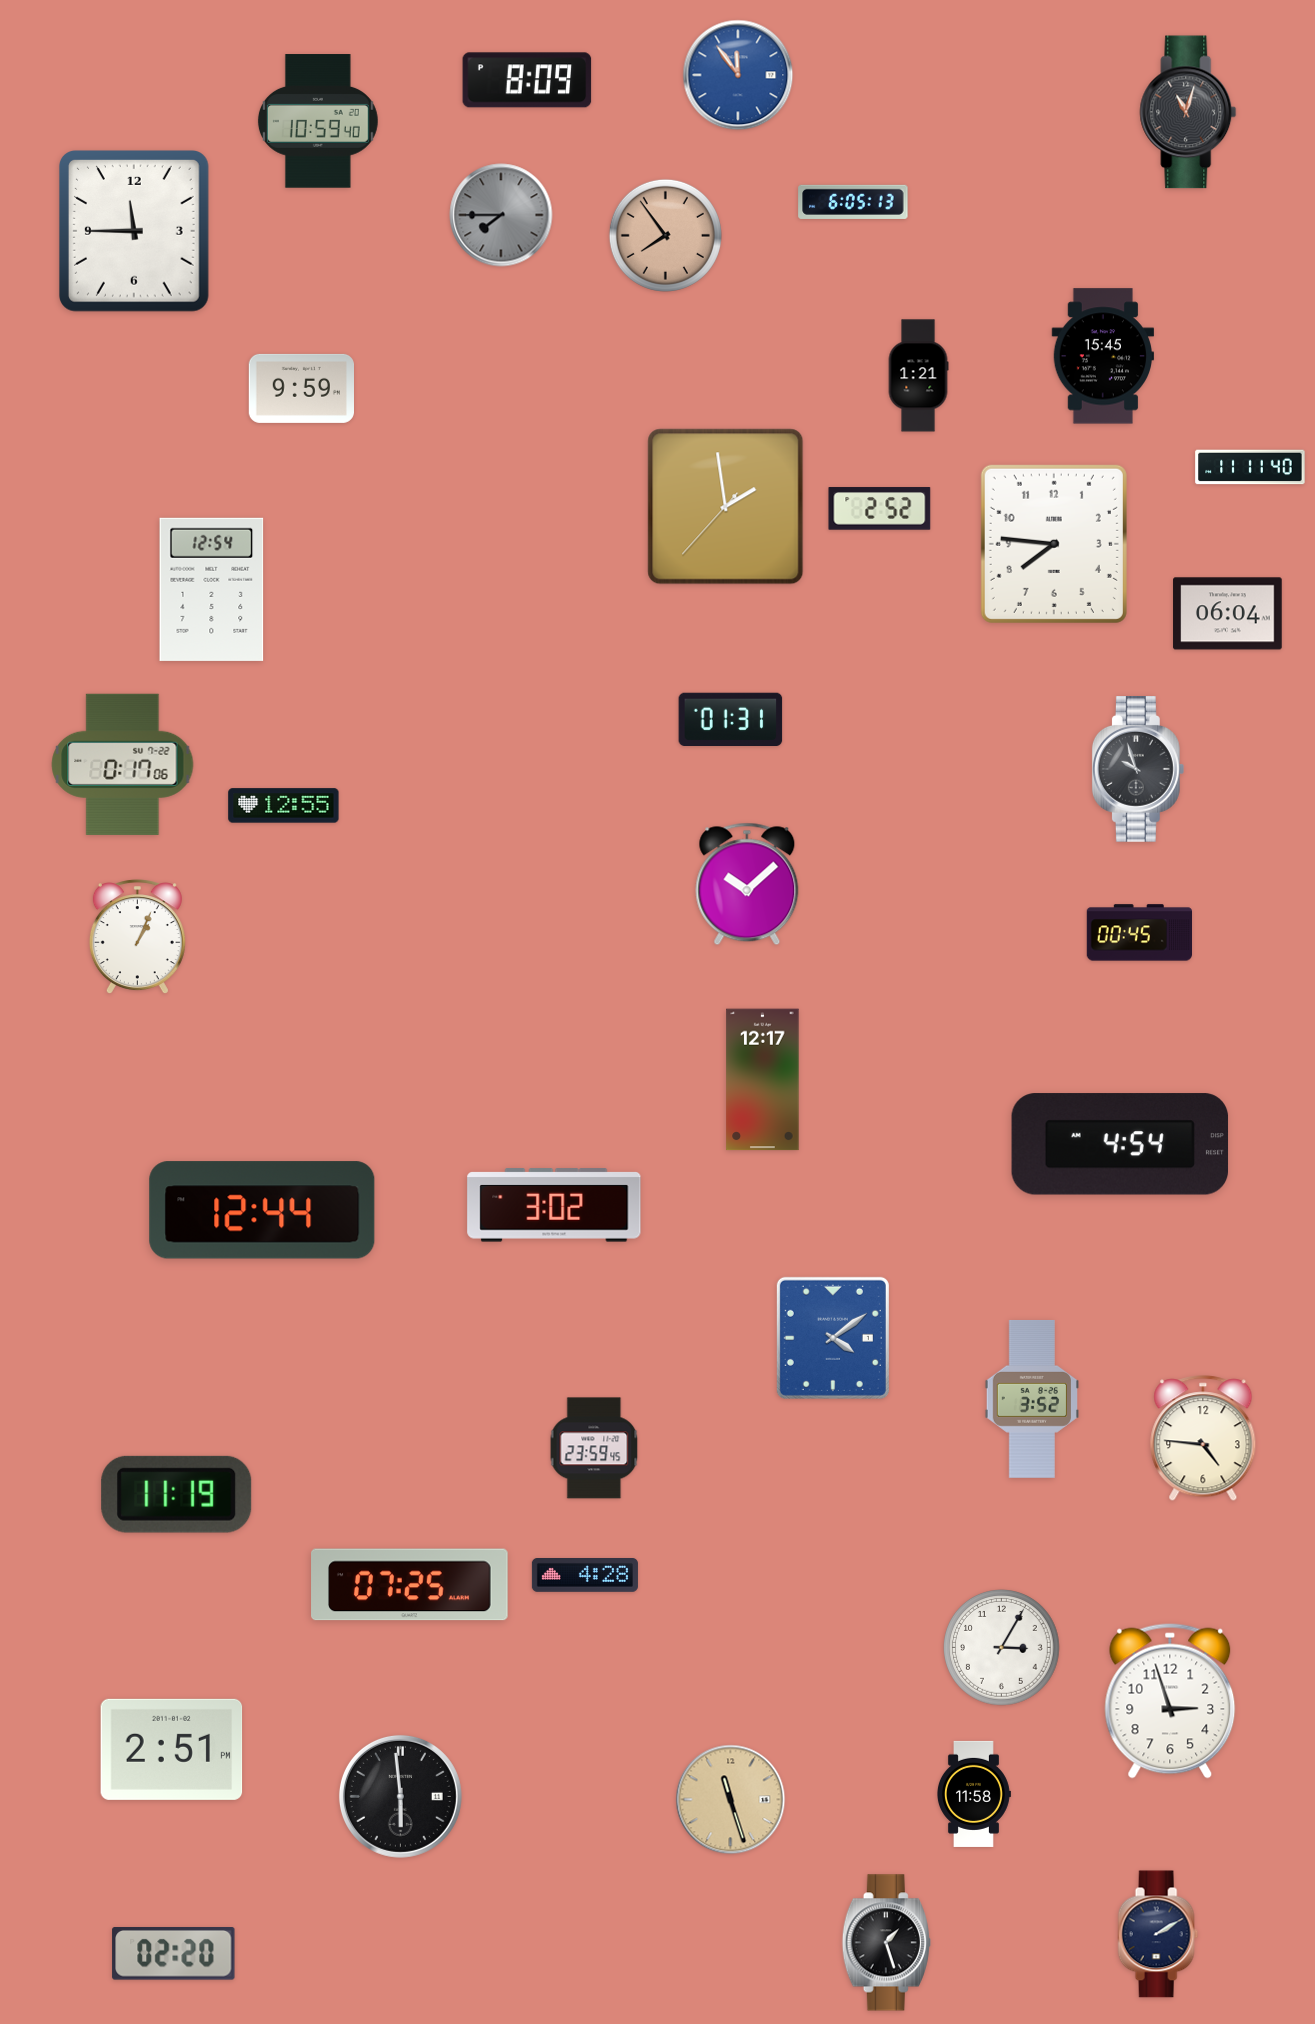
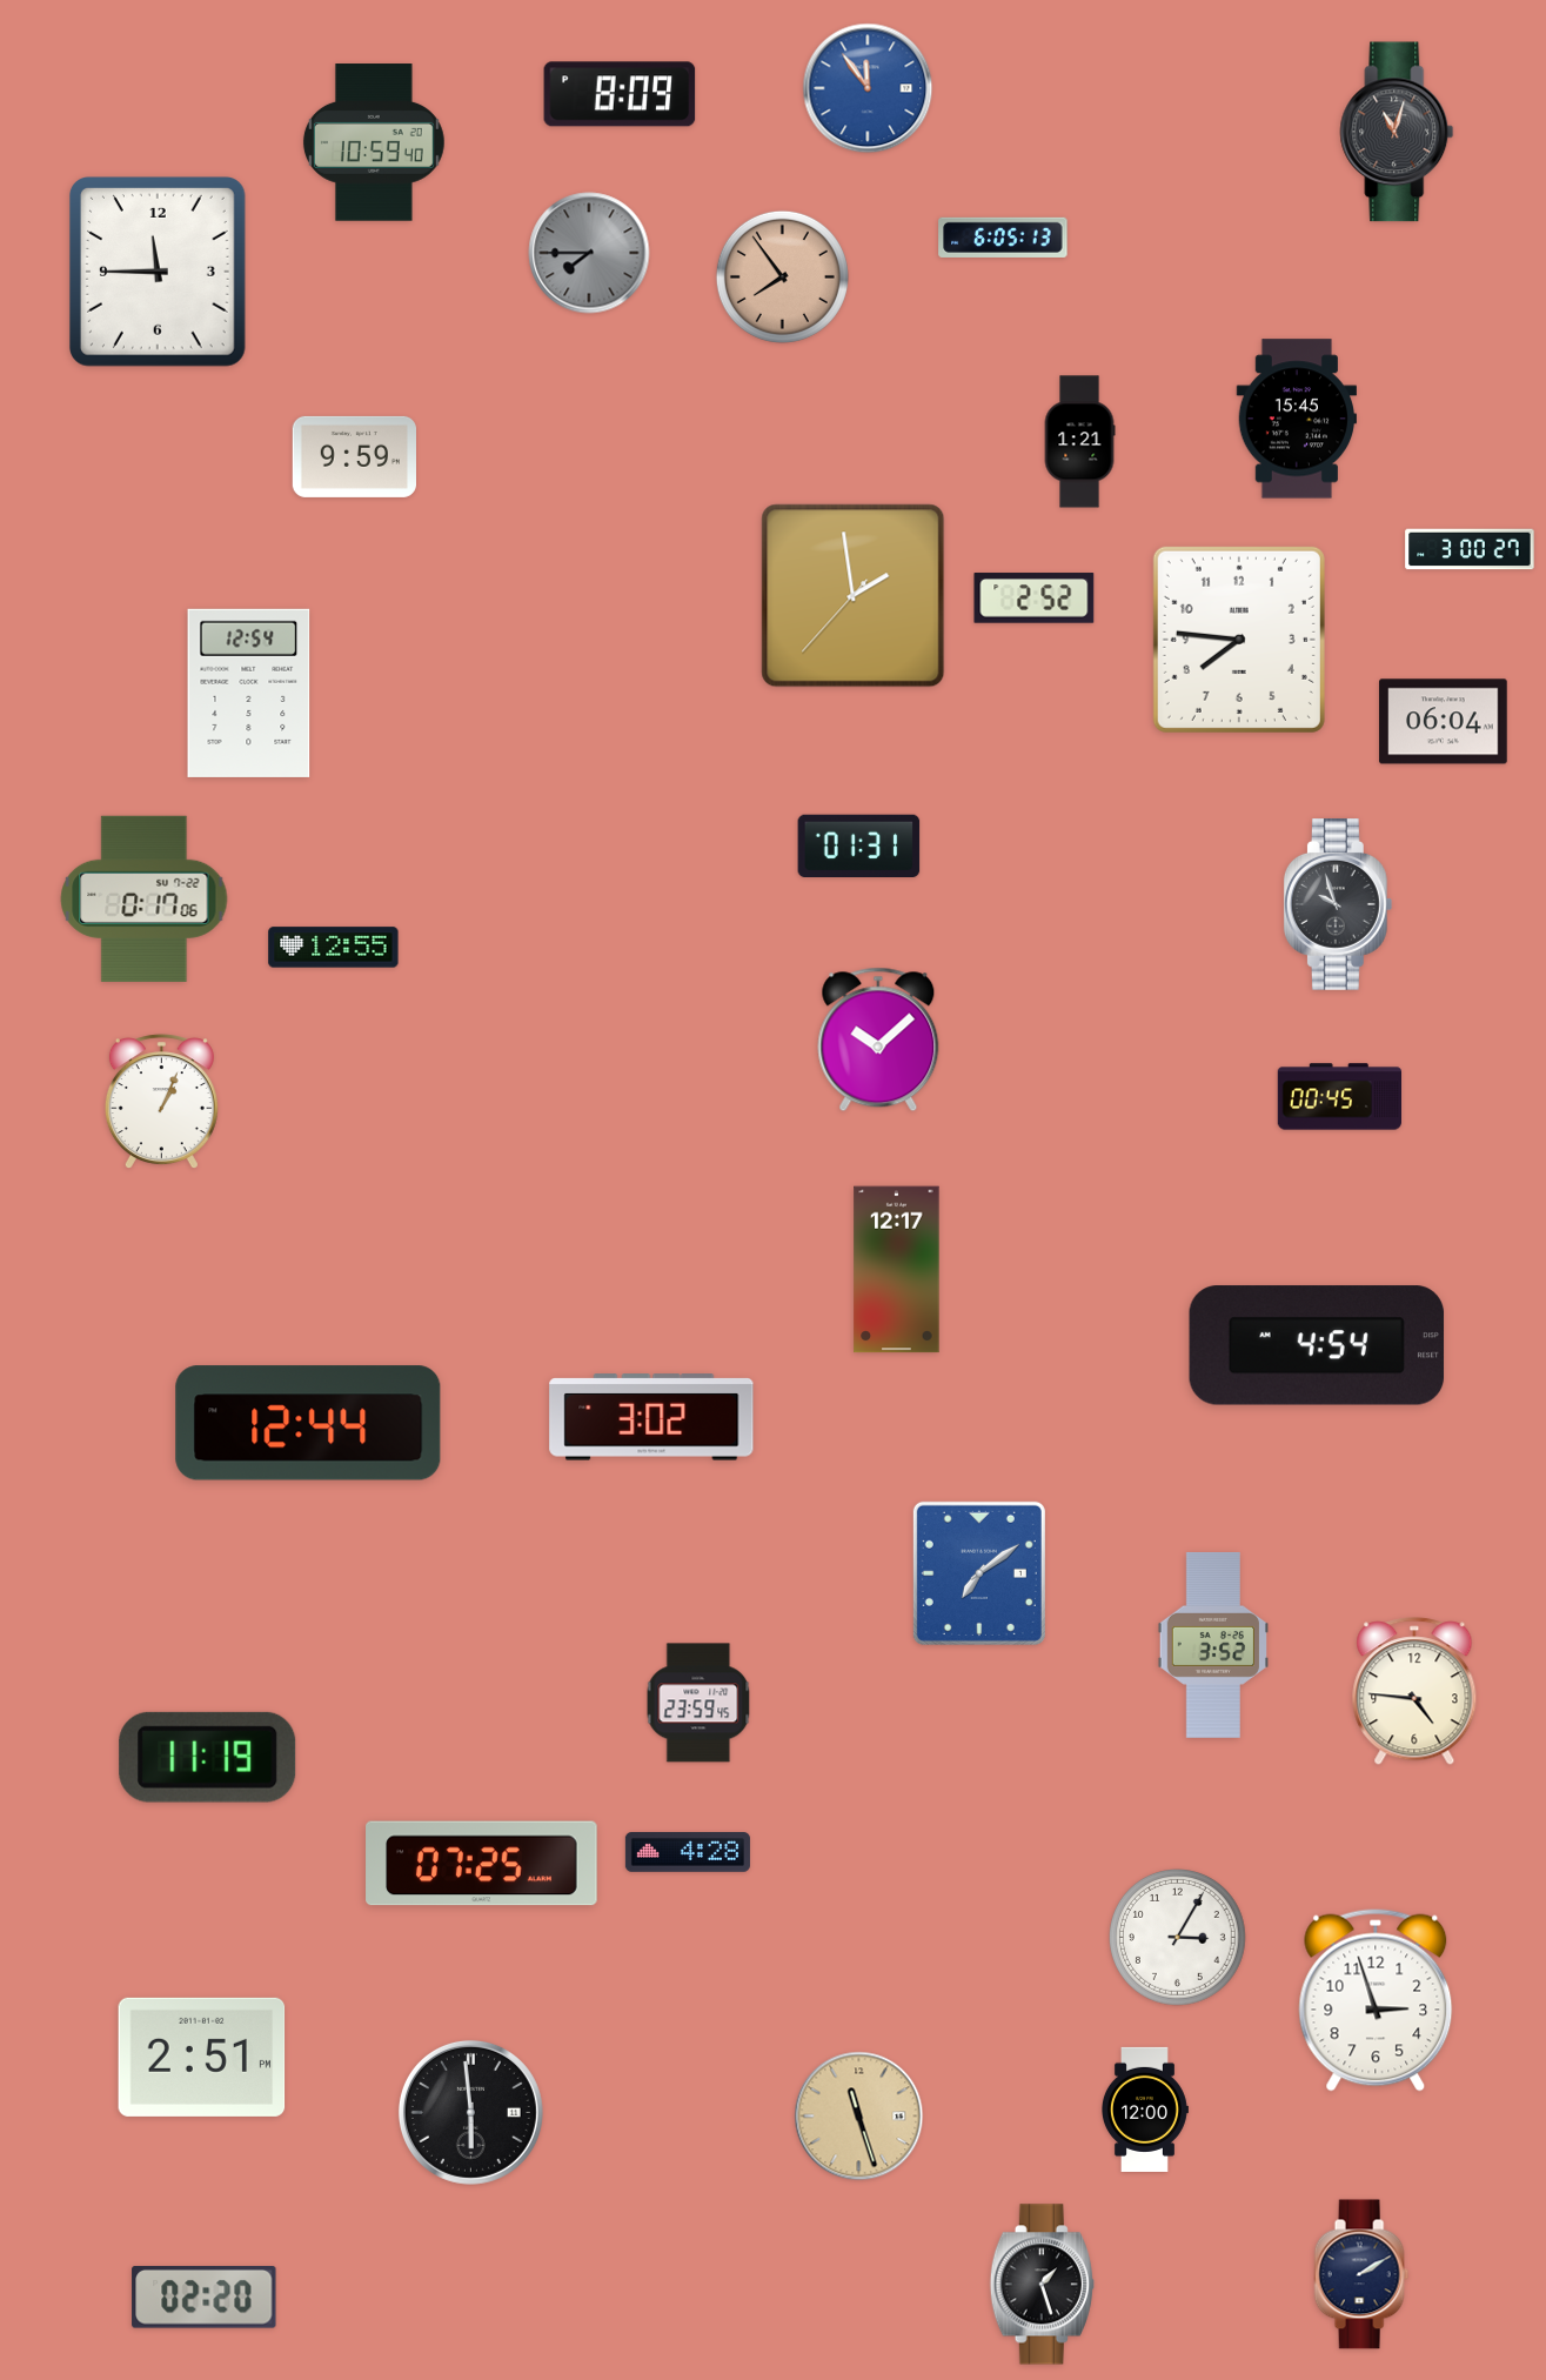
clock at (1250, 467): 11:11 -> 3:00
clock at (833, 1338): 4:09 -> 7:09
clock at (974, 1794): 11:58 -> 12:00
